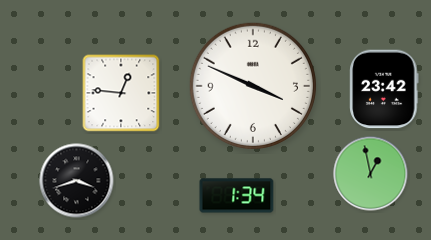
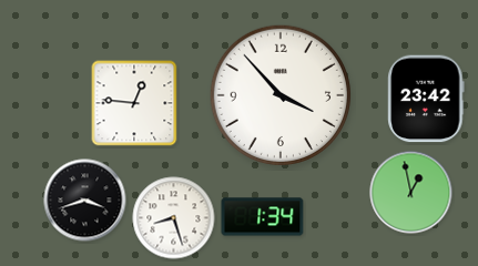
clock at (253, 86): 3:49 -> 3:53
clock at (174, 218): none -> 8:27
